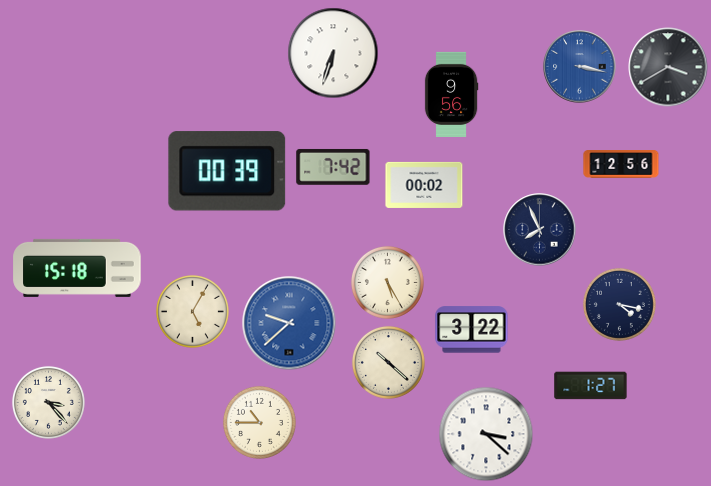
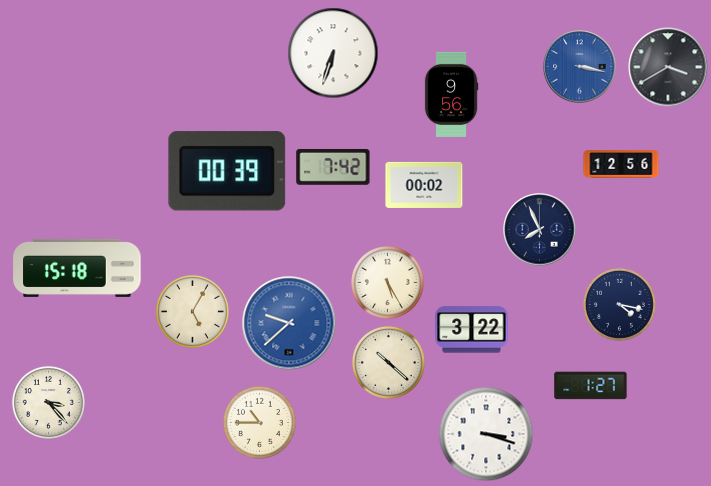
clock at (486, 434): 3:22 -> 3:18
